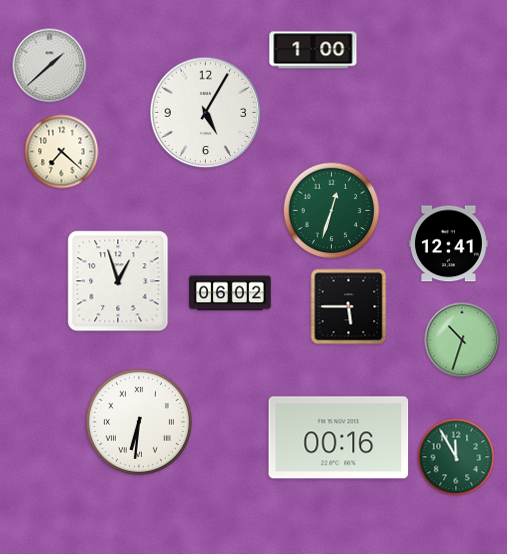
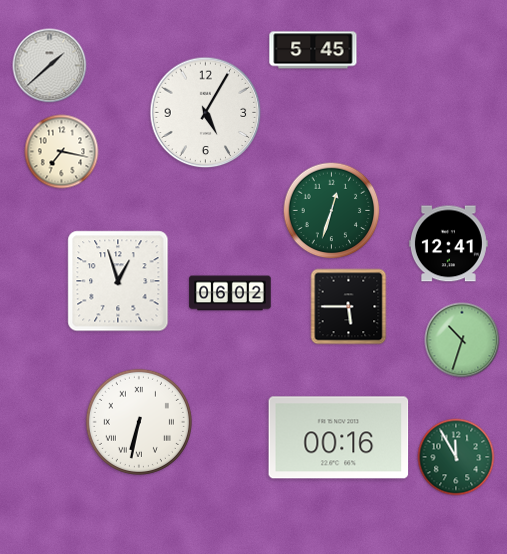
clock at (313, 50): 1:00 -> 5:45
clock at (62, 152): 7:22 -> 7:17
clock at (139, 422): 6:31 -> 6:32
